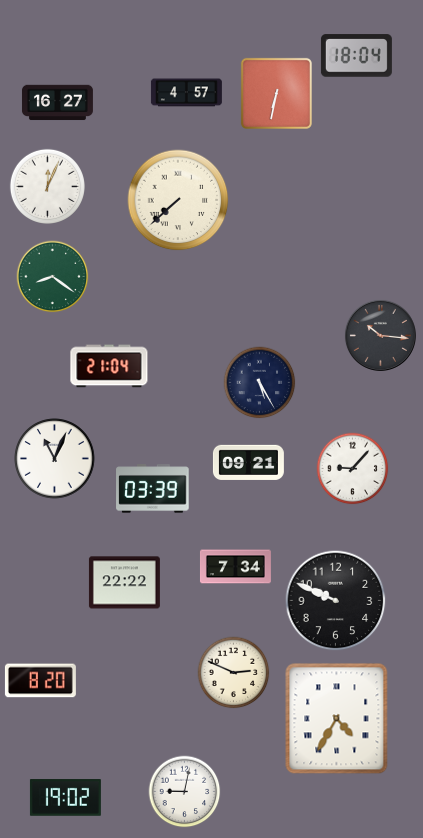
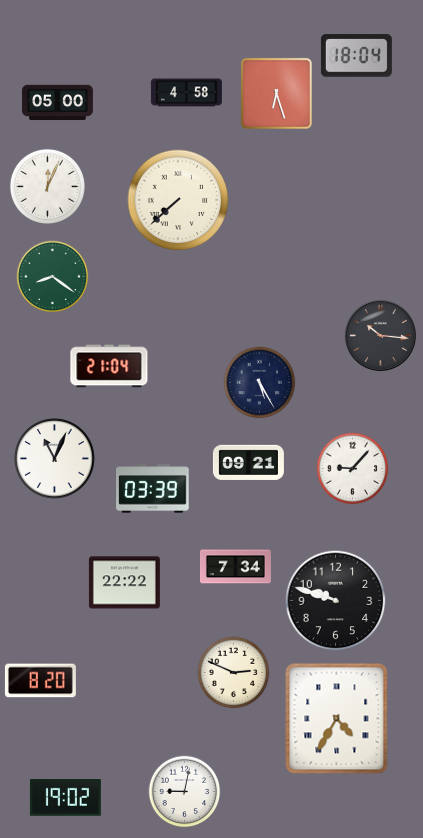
clock at (186, 93): 4:57 -> 4:58
clock at (276, 93): 6:32 -> 6:27
clock at (57, 103): 16:27 -> 05:00
clock at (336, 601): 9:49 -> 9:48
